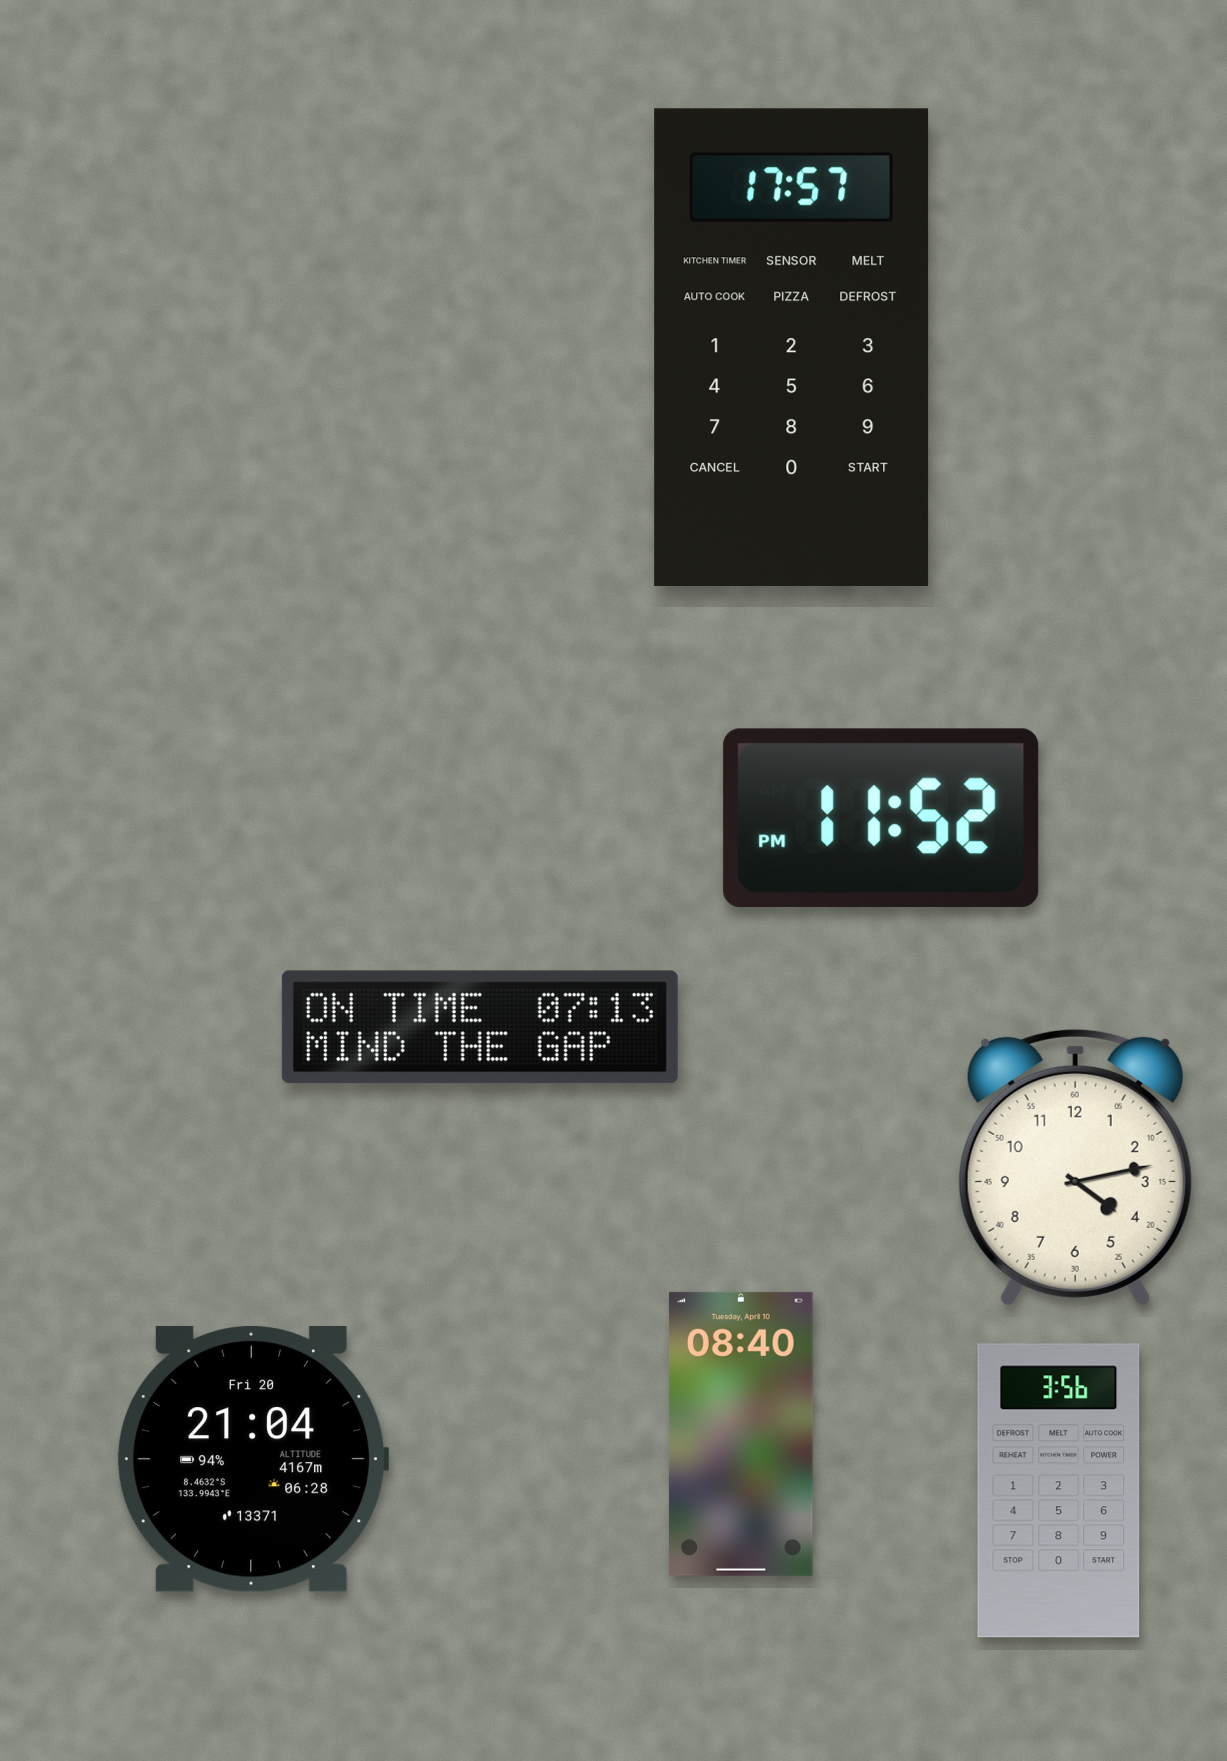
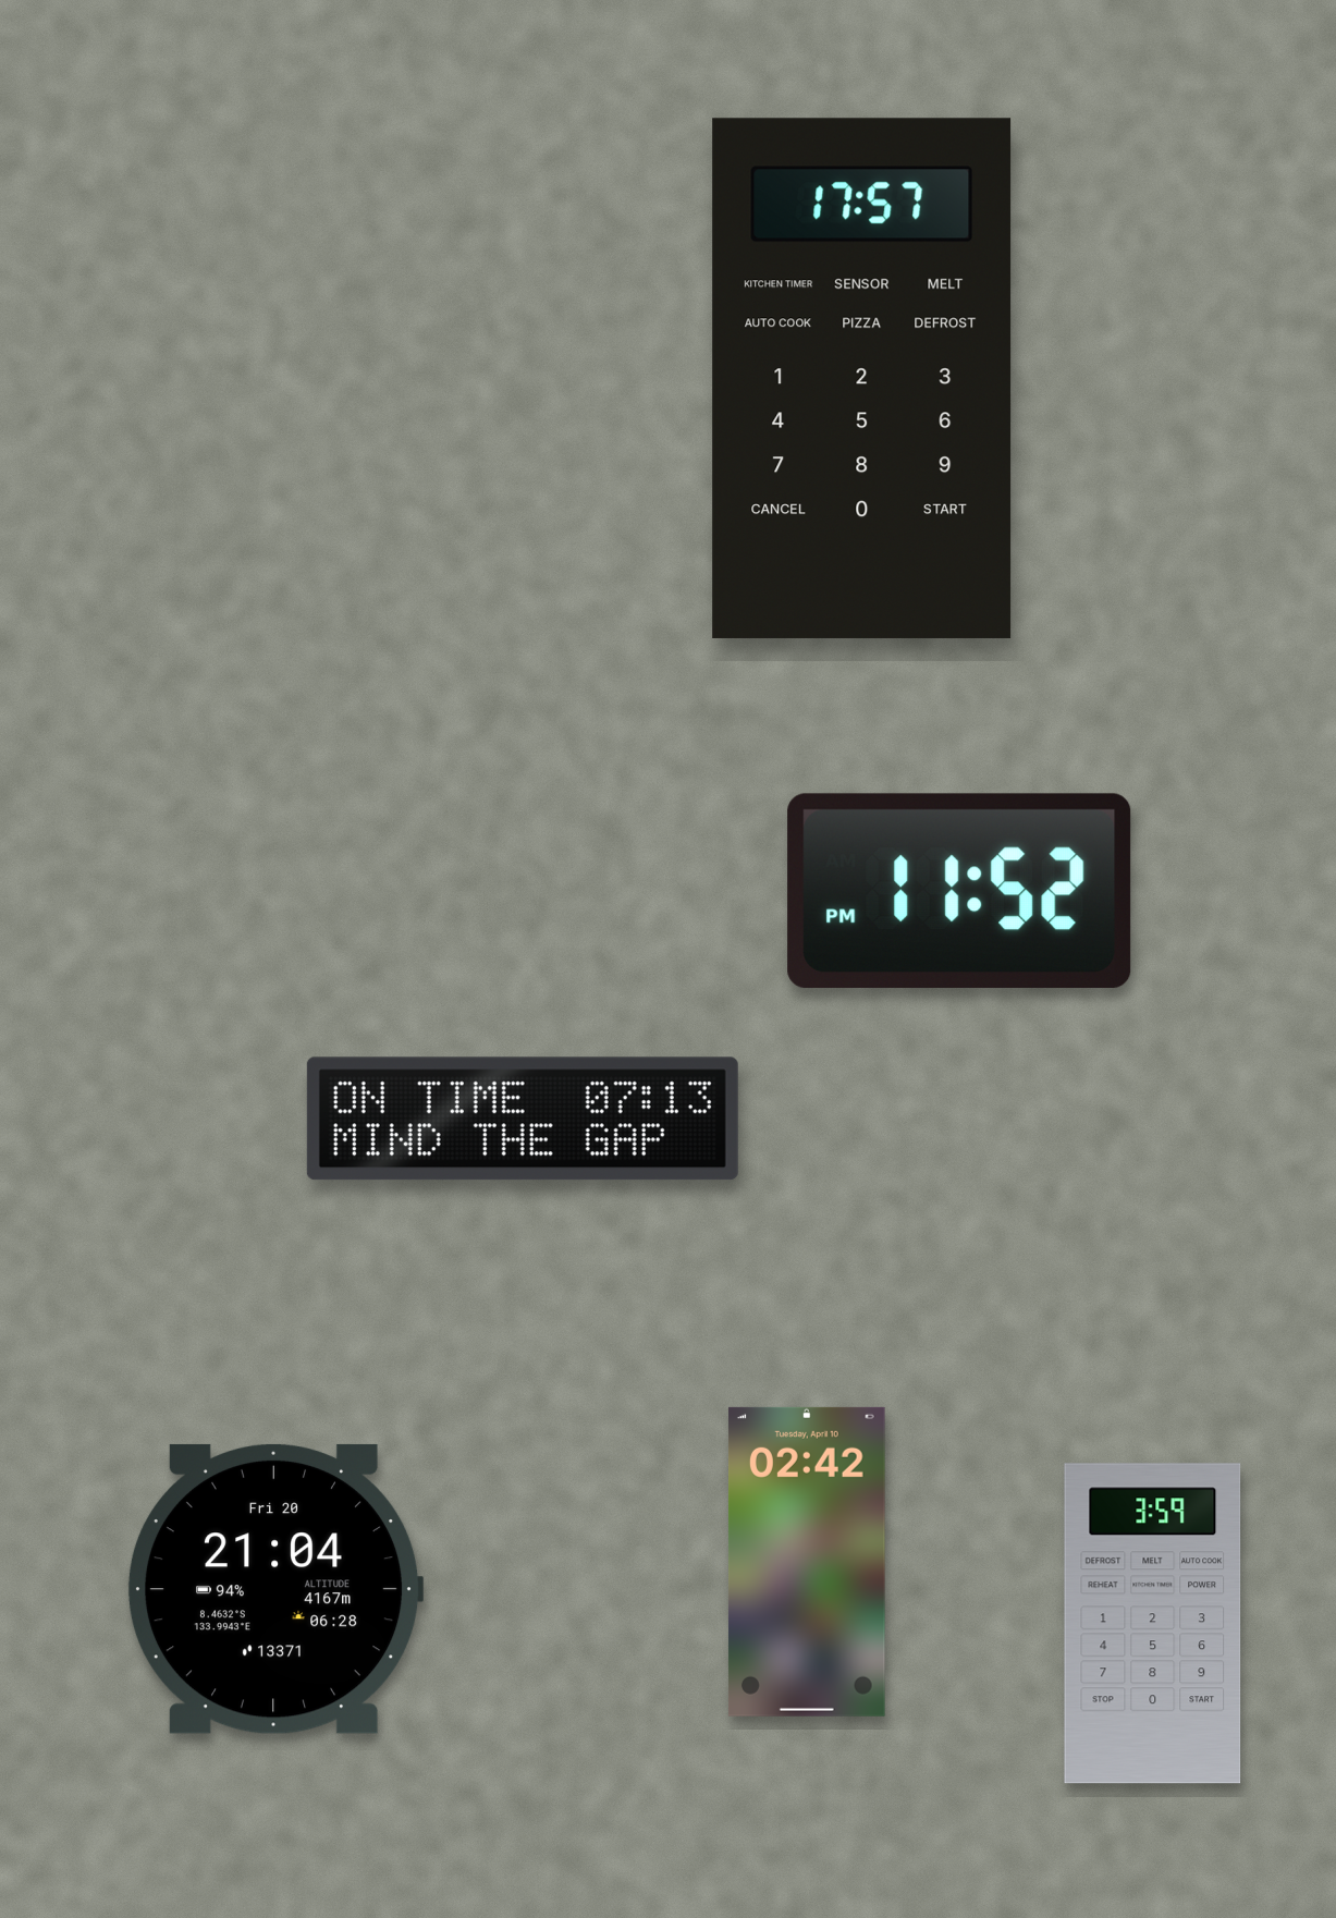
clock at (1075, 1167): 4:13 -> none
clock at (741, 1434): 08:40 -> 02:42
clock at (1059, 1491): 3:56 -> 3:59
